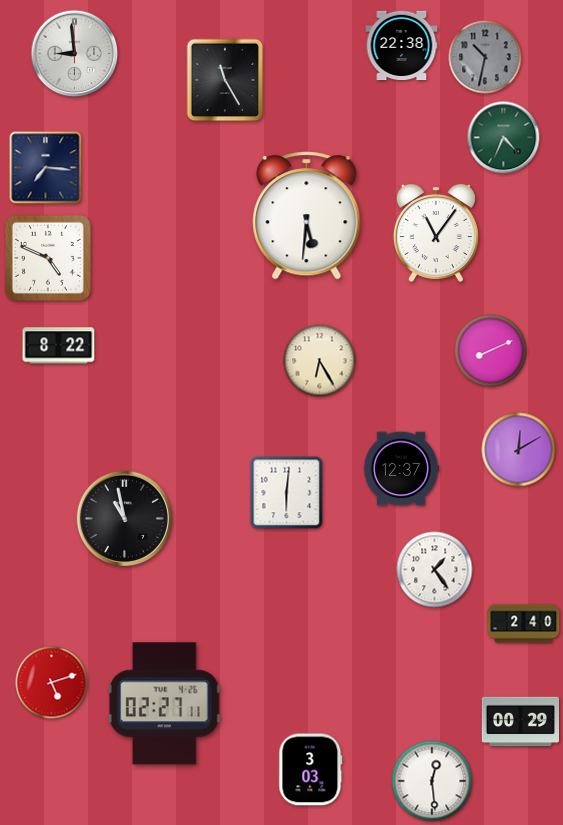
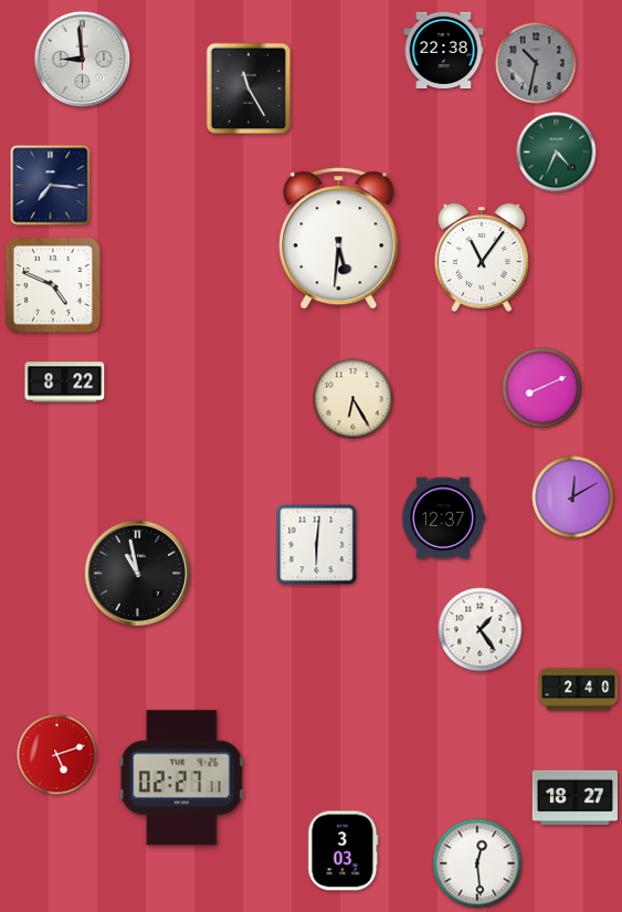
clock at (520, 722): 00:29 -> 18:27
